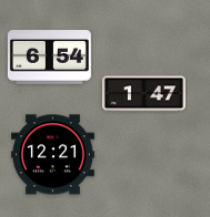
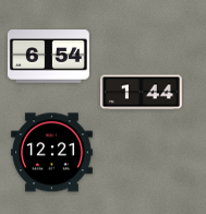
clock at (143, 94): 1:47 -> 1:44
